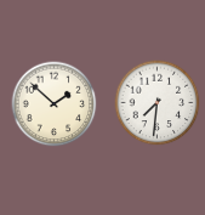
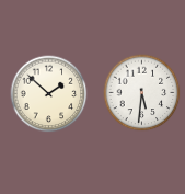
clock at (158, 103): 7:31 -> 5:31
